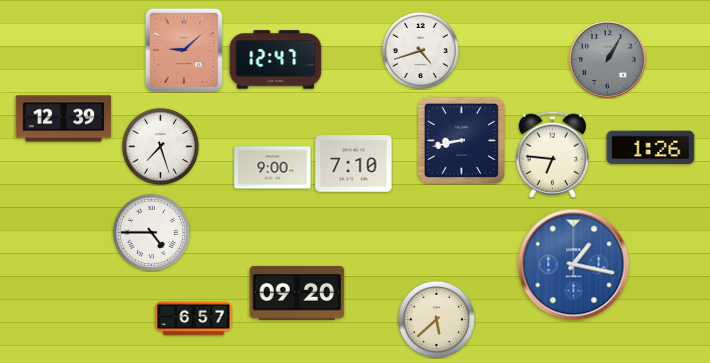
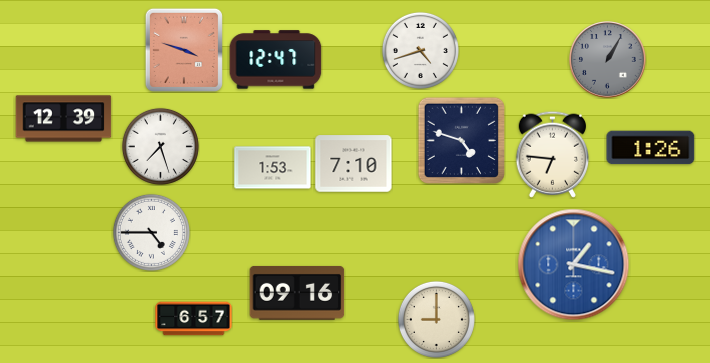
clock at (184, 50): 9:08 -> 3:48
clock at (461, 140): 8:43 -> 4:48
clock at (273, 168): 9:00 -> 1:53
clock at (297, 293): 09:20 -> 09:16
clock at (436, 319): 5:38 -> 9:00
